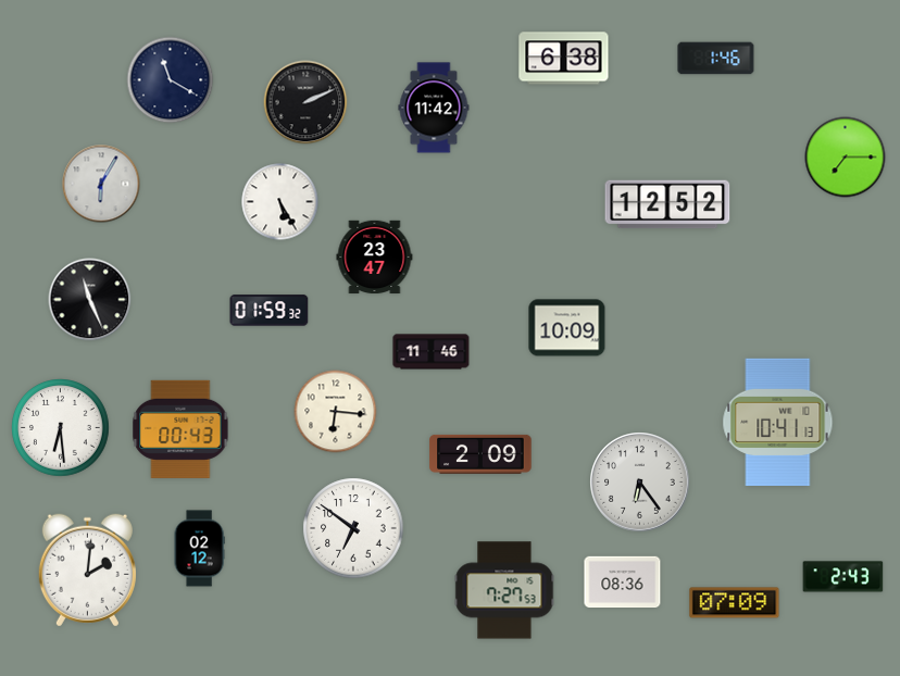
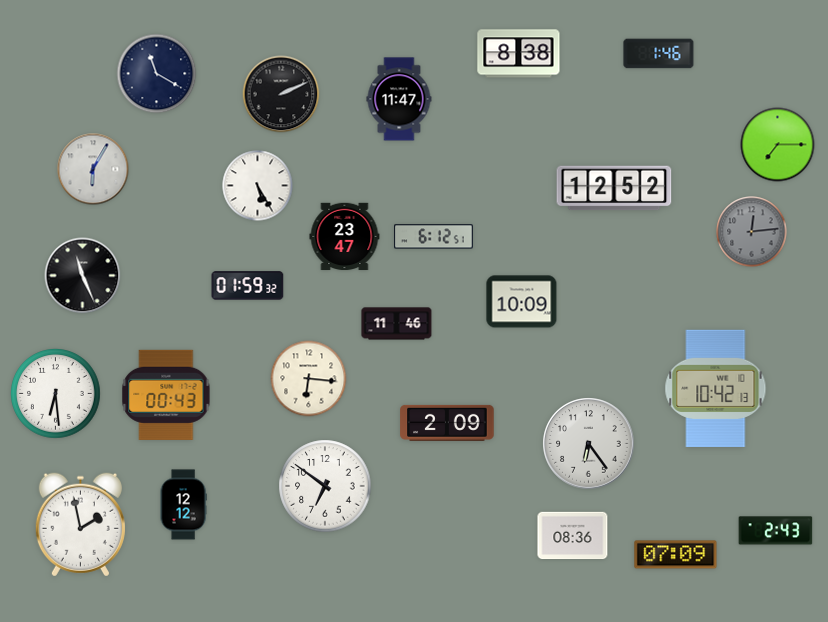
clock at (564, 59): 6:38 -> 8:38
clock at (434, 108): 11:42 -> 11:47
clock at (752, 232): none -> 12:14
clock at (434, 237): none -> 6:12
clock at (778, 422): 10:41 -> 10:42
clock at (480, 454) position: (480, 454) -> (447, 423)
clock at (199, 549): 02:12 -> 12:12
clock at (87, 571): 2:01 -> 1:58
clock at (504, 590): 7:27 -> none
